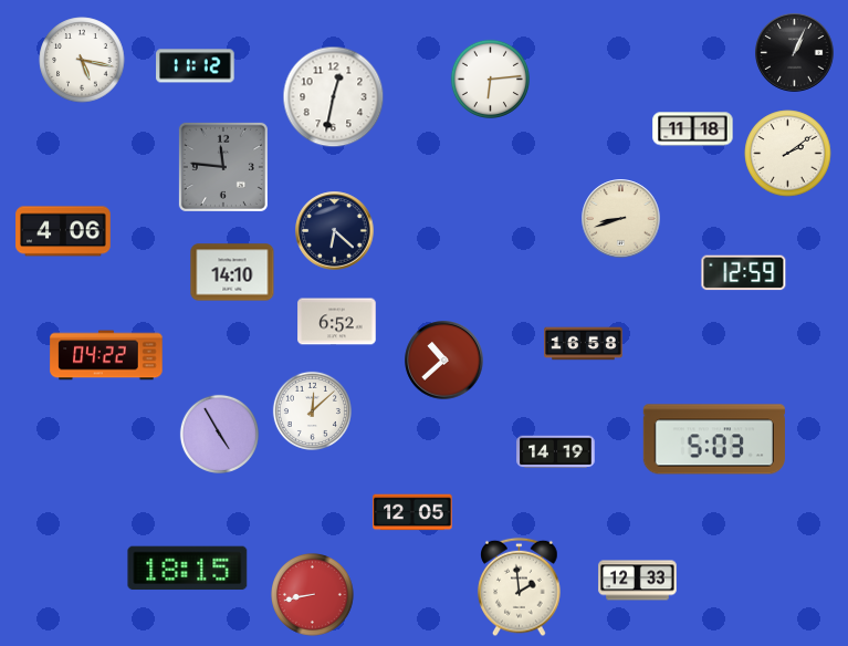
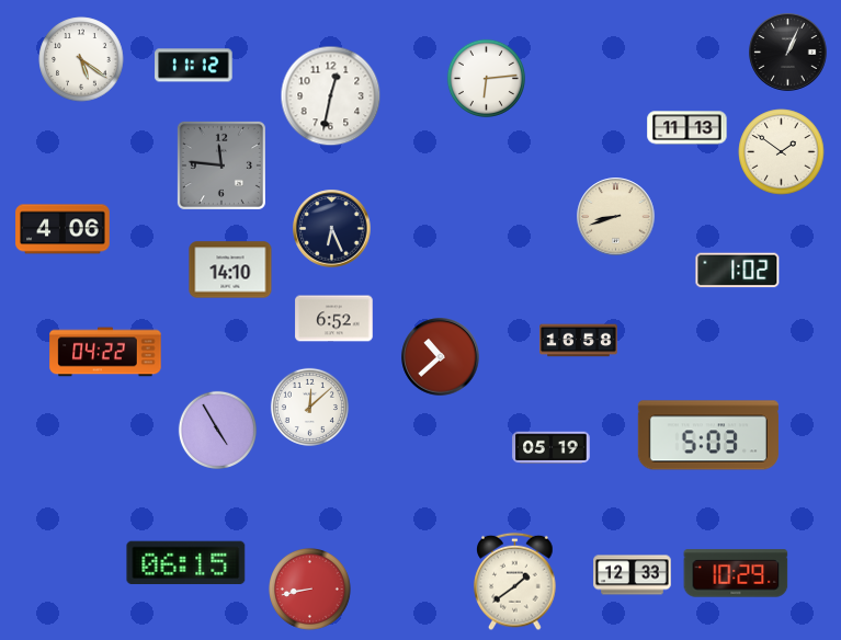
clock at (82, 60): 5:17 -> 5:21
clock at (693, 129): 11:18 -> 11:13
clock at (788, 154): 2:09 -> 1:51
clock at (335, 231): 6:22 -> 6:26
clock at (744, 273): 12:59 -> 1:02
clock at (556, 452): 14:19 -> 05:19
clock at (412, 512): 12:05 -> none
clock at (188, 569): 18:15 -> 06:15
clock at (736, 573): none -> 10:29
clock at (520, 587): 1:59 -> 1:39
